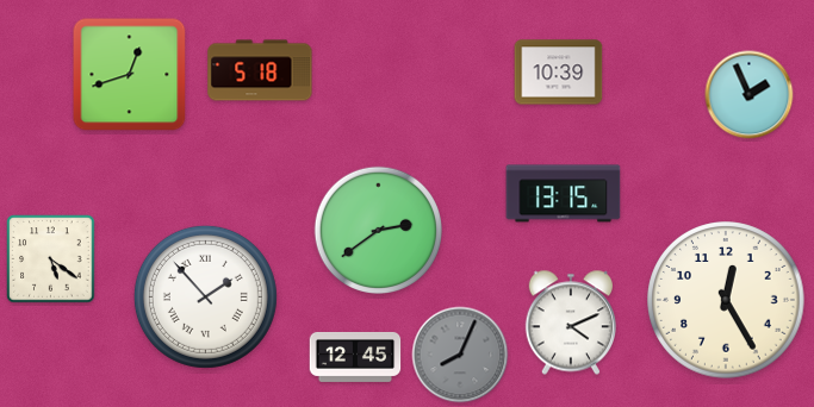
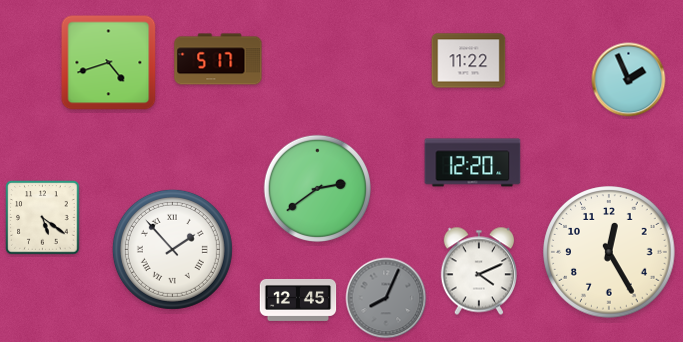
clock at (260, 70): 5:18 -> 5:17
clock at (559, 73): 10:39 -> 11:22
clock at (130, 75): 12:42 -> 4:42
clock at (564, 194): 13:15 -> 12:20
clock at (378, 230) position: (378, 230) -> (317, 188)
